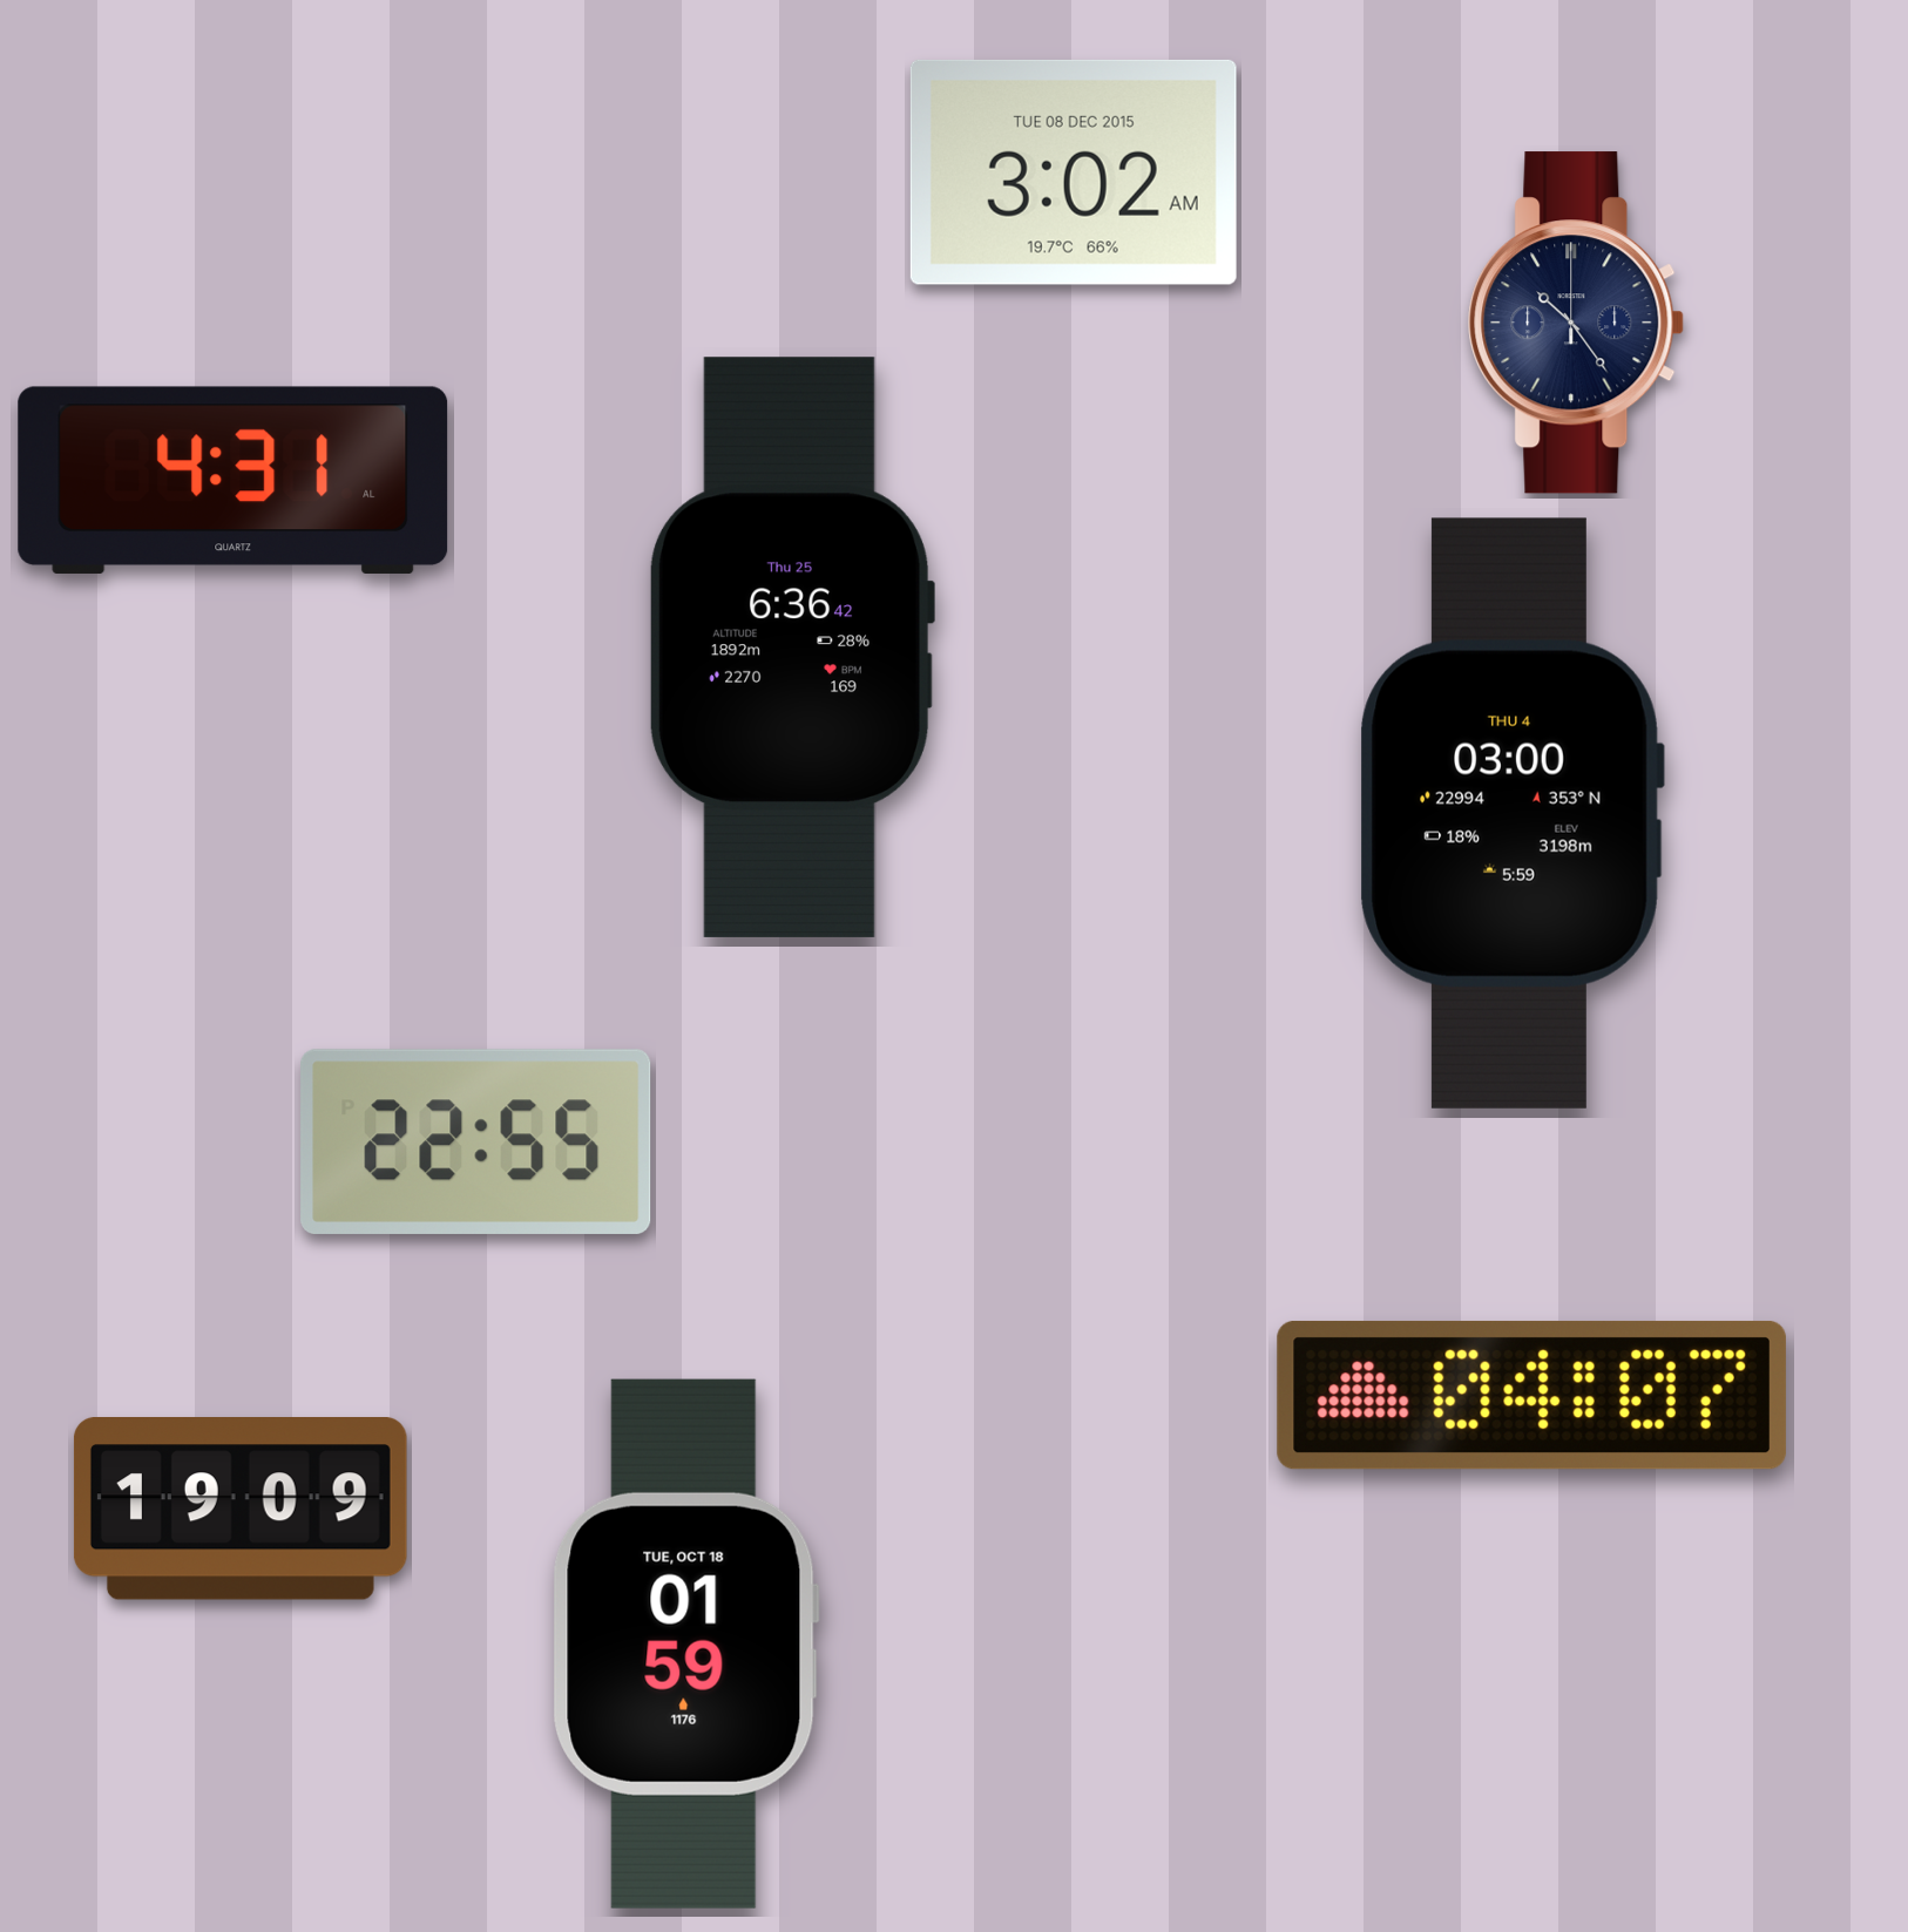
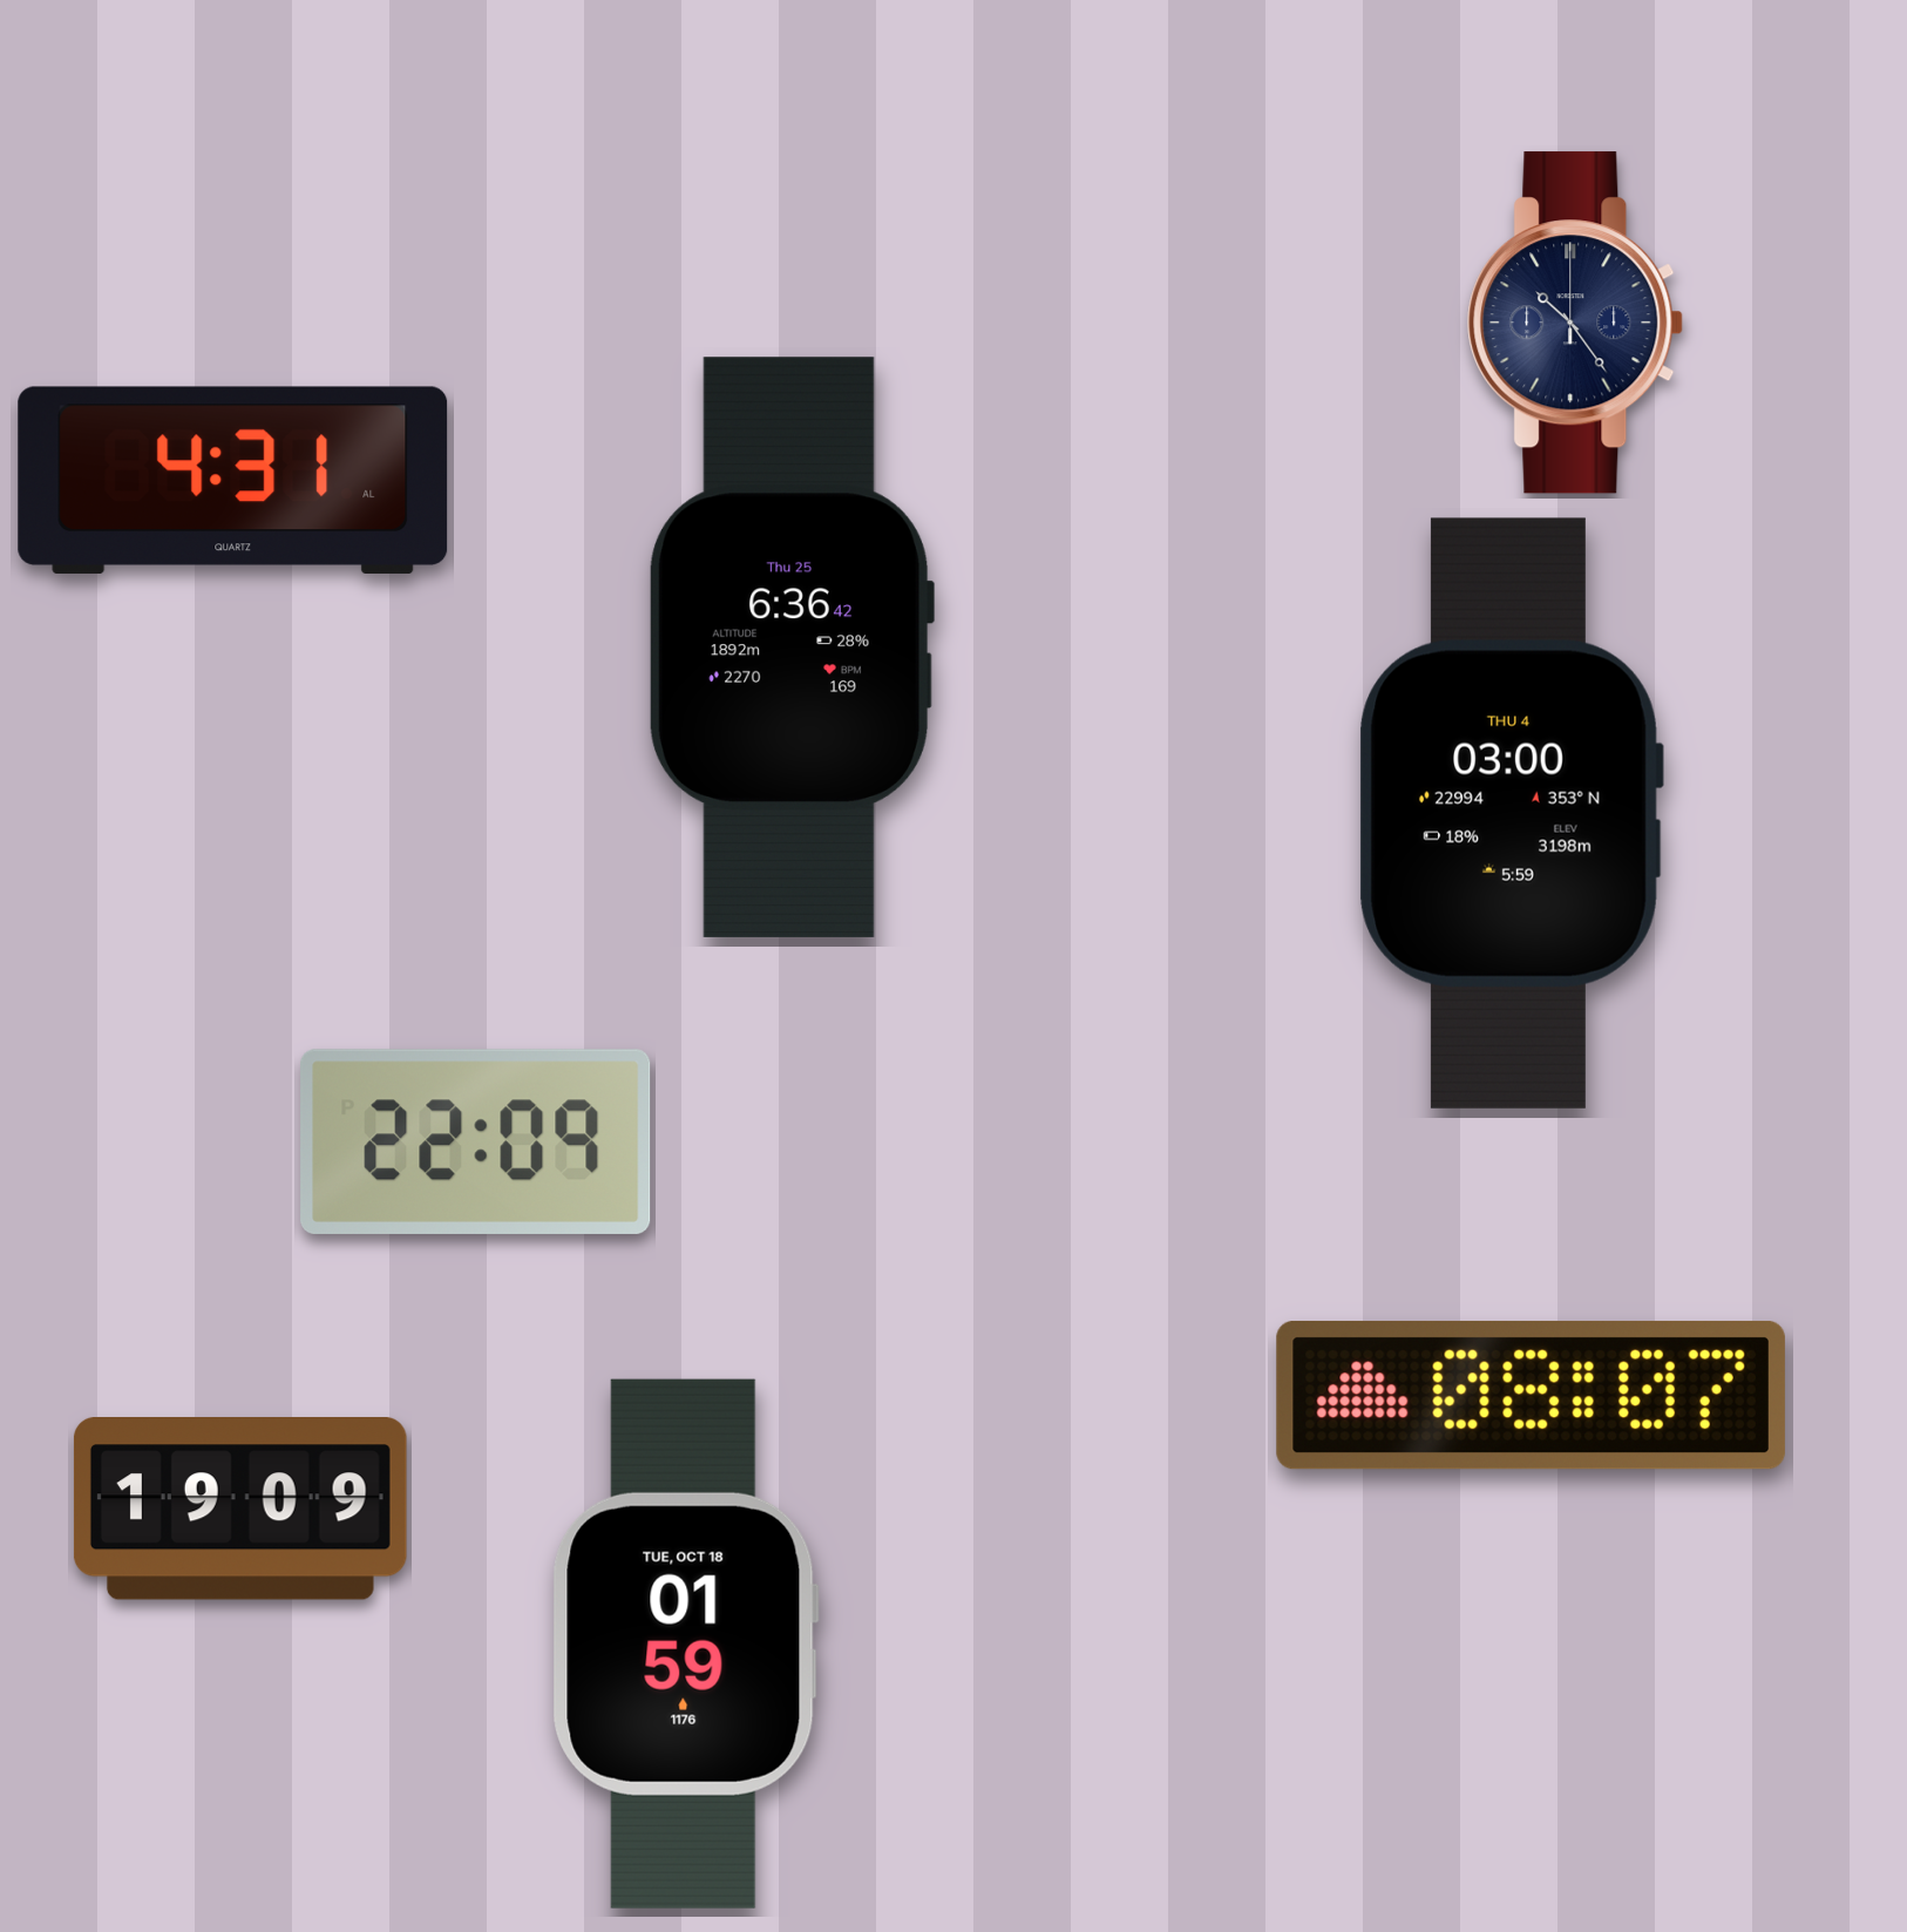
clock at (1074, 172): 3:02 -> none
clock at (476, 1141): 22:55 -> 22:09
clock at (1531, 1395): 04:07 -> 08:07
